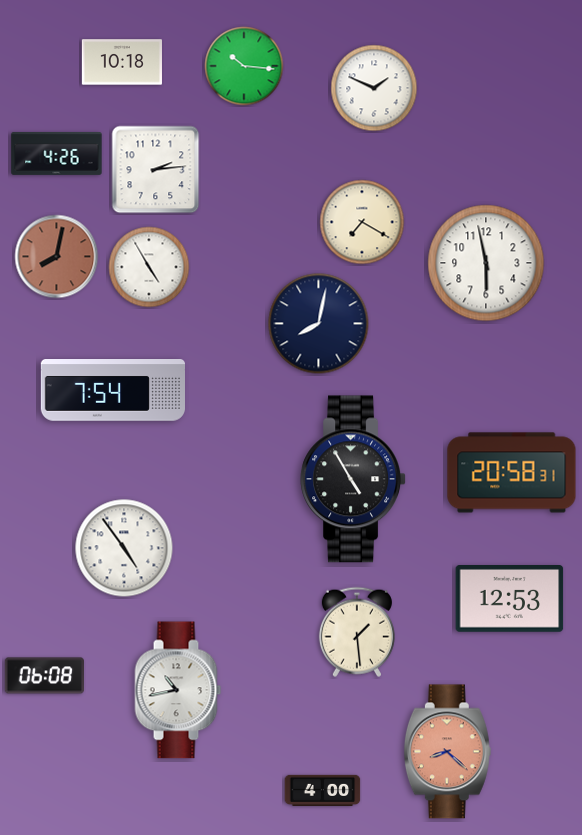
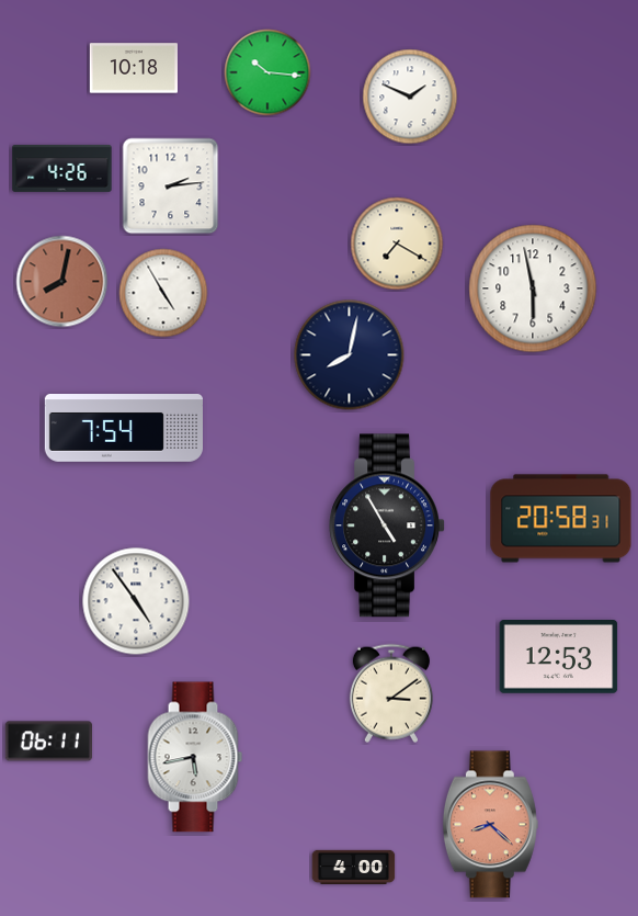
clock at (357, 632): 1:29 -> 3:09
clock at (44, 676): 06:08 -> 06:11
clock at (178, 690): 10:43 -> 5:43
